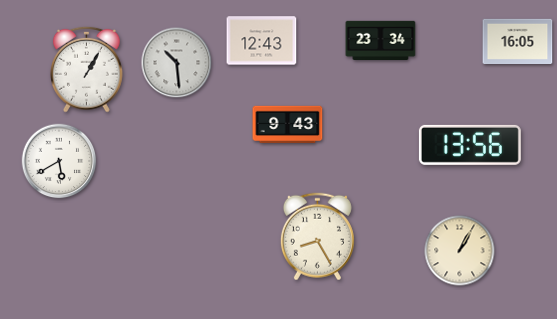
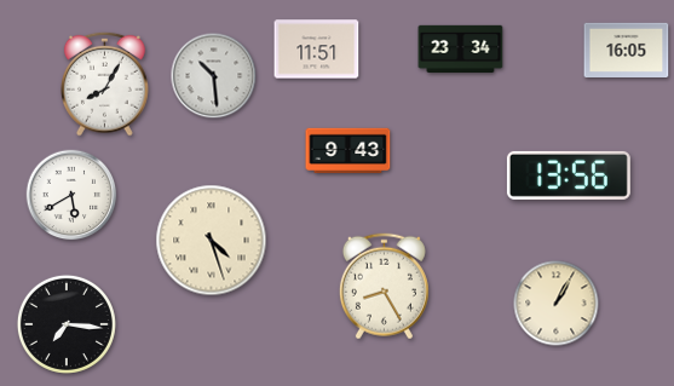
clock at (262, 41): 12:43 -> 11:51
clock at (87, 69): 1:05 -> 8:05
clock at (212, 241): none -> 4:27
clock at (67, 324): none -> 7:16
